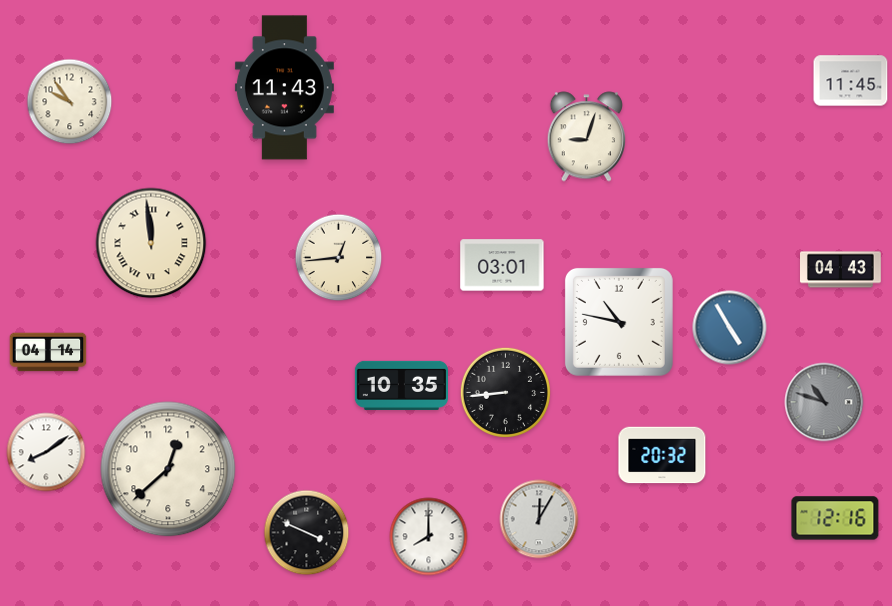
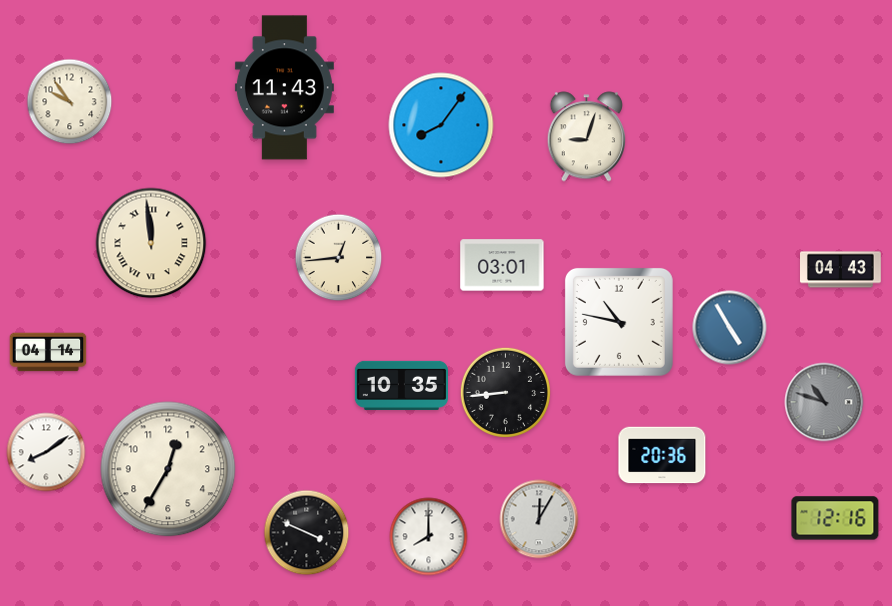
clock at (851, 81): 11:45 -> none
clock at (441, 125): none -> 8:06
clock at (662, 455): 20:32 -> 20:36
clock at (168, 469): 12:38 -> 12:35
